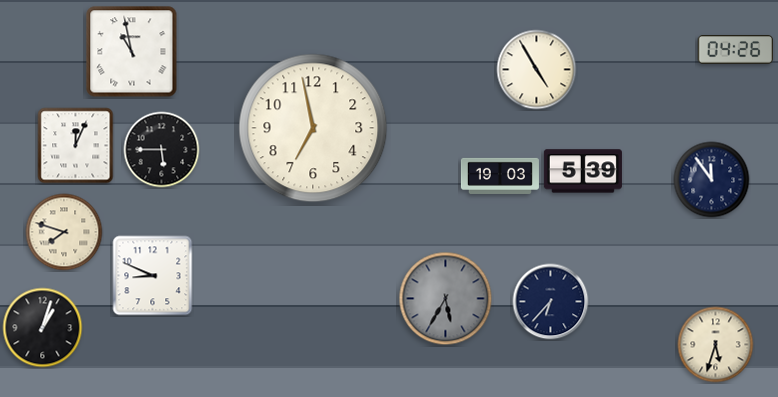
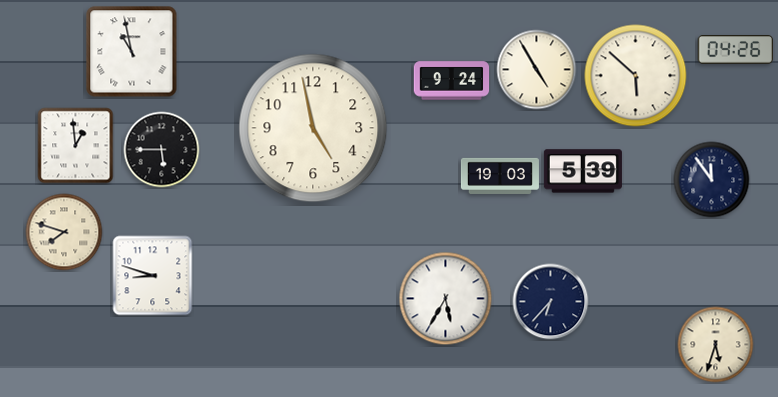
clock at (636, 76): none -> 5:52
clock at (452, 81): none -> 9:24
clock at (313, 128): 6:58 -> 4:58
clock at (76, 146): 12:04 -> 12:59
clock at (153, 276): 8:49 -> 8:48
clock at (446, 299) dial: grey -> white
clock at (43, 328): 1:03 -> none
